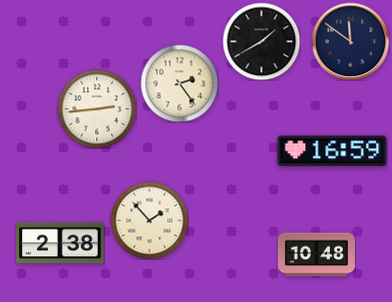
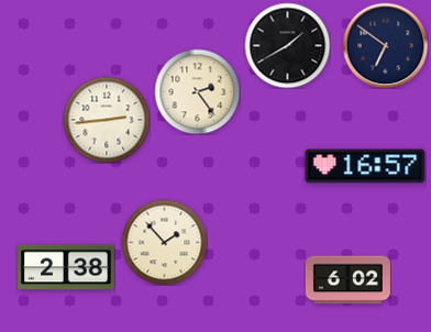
clock at (350, 41): 11:51 -> 6:51
clock at (332, 151): 16:59 -> 16:57
clock at (316, 255): 10:48 -> 6:02
